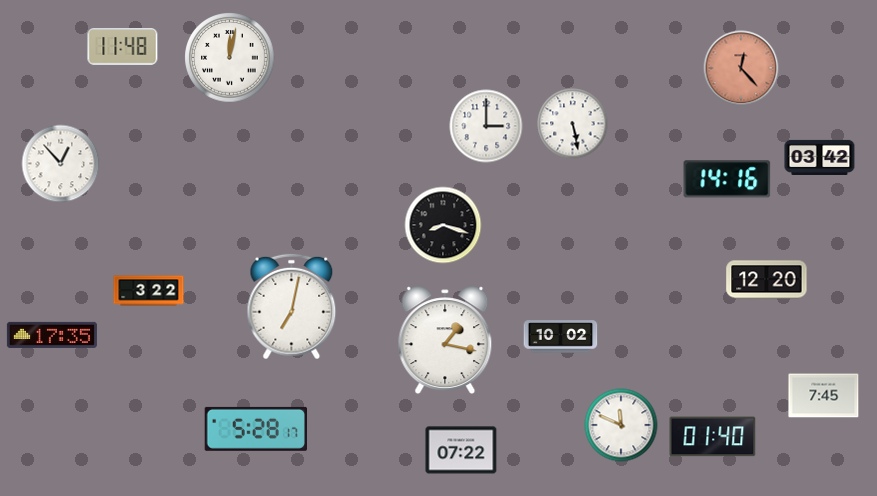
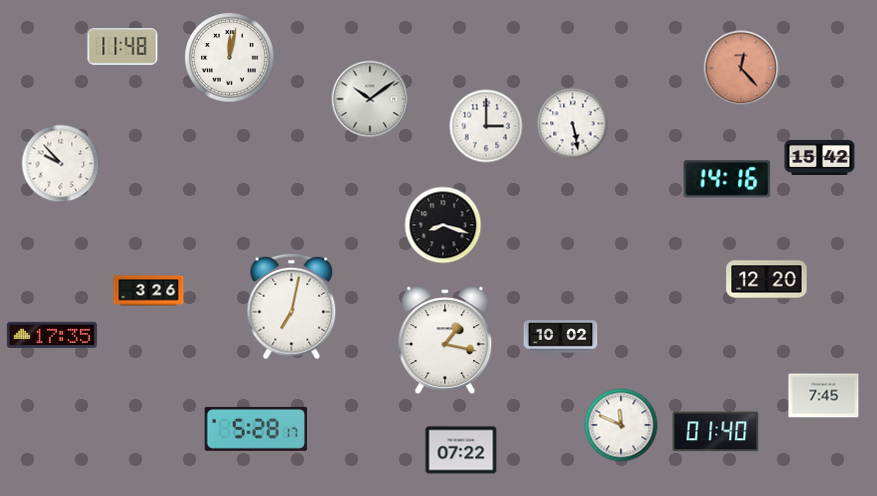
clock at (370, 99): none -> 10:09
clock at (820, 157): 03:42 -> 15:42
clock at (61, 164): 12:53 -> 9:53
clock at (149, 291): 3:22 -> 3:26
clock at (713, 437) position: (713, 437) -> (716, 432)
